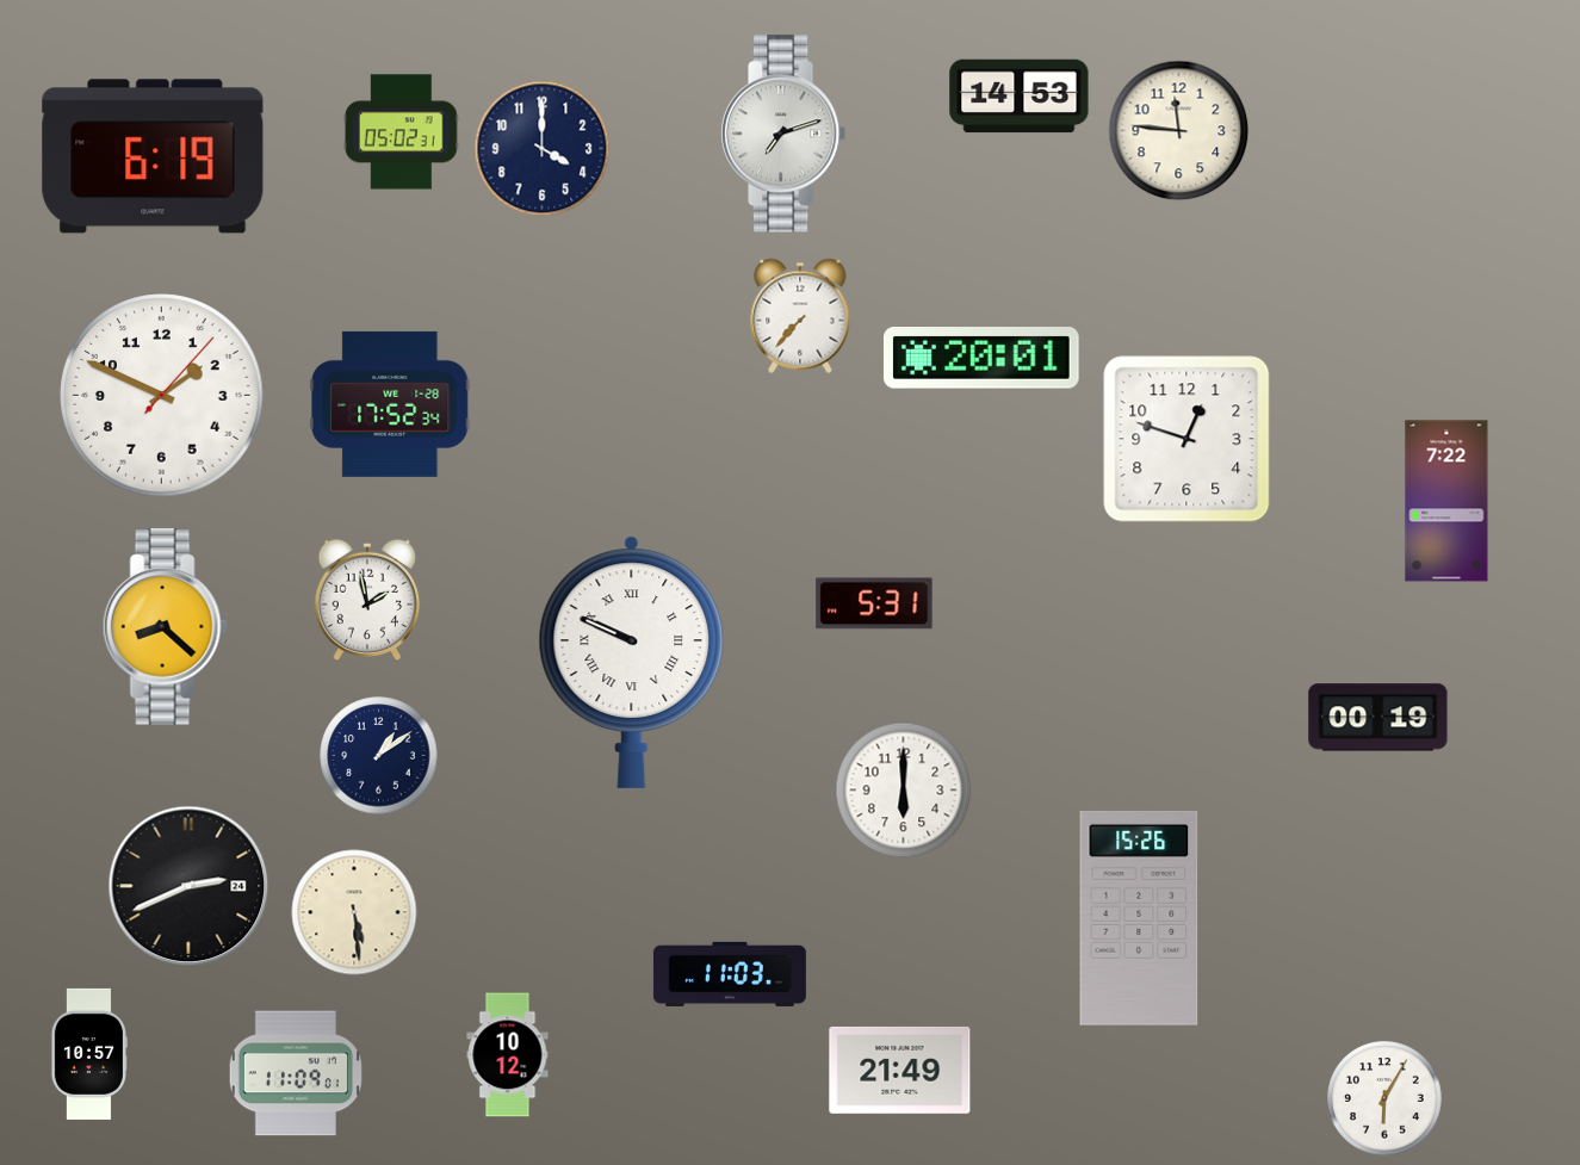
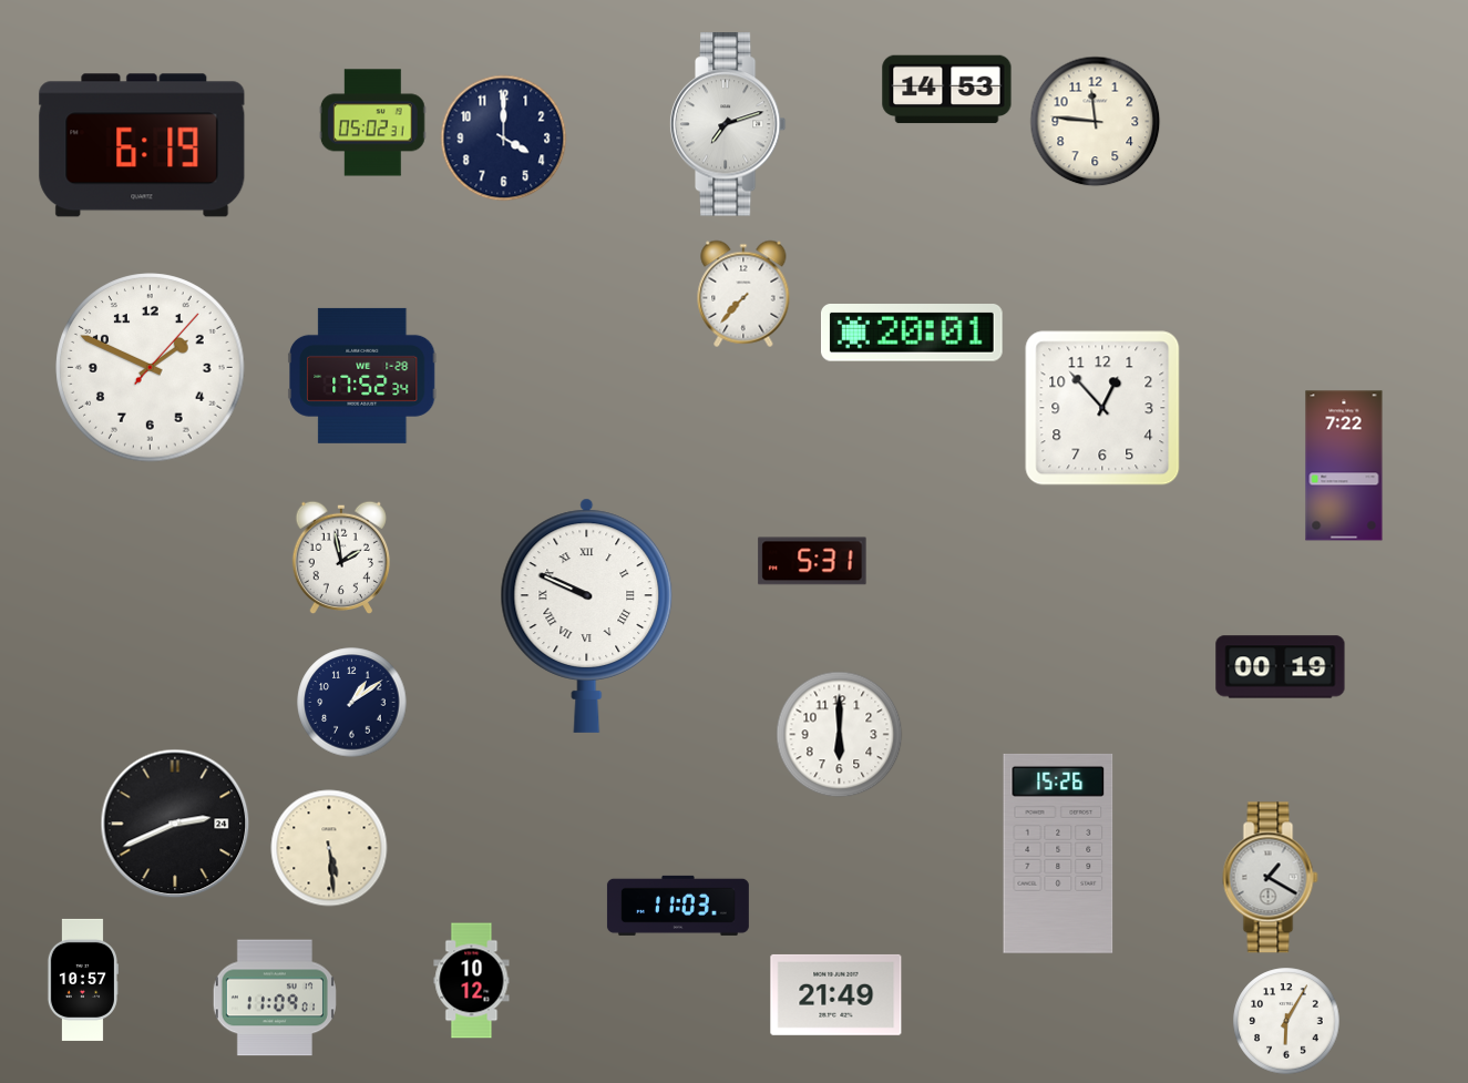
clock at (1186, 439): 12:48 -> 12:53
clock at (165, 627): 8:22 -> none
clock at (1271, 878): none -> 1:20
